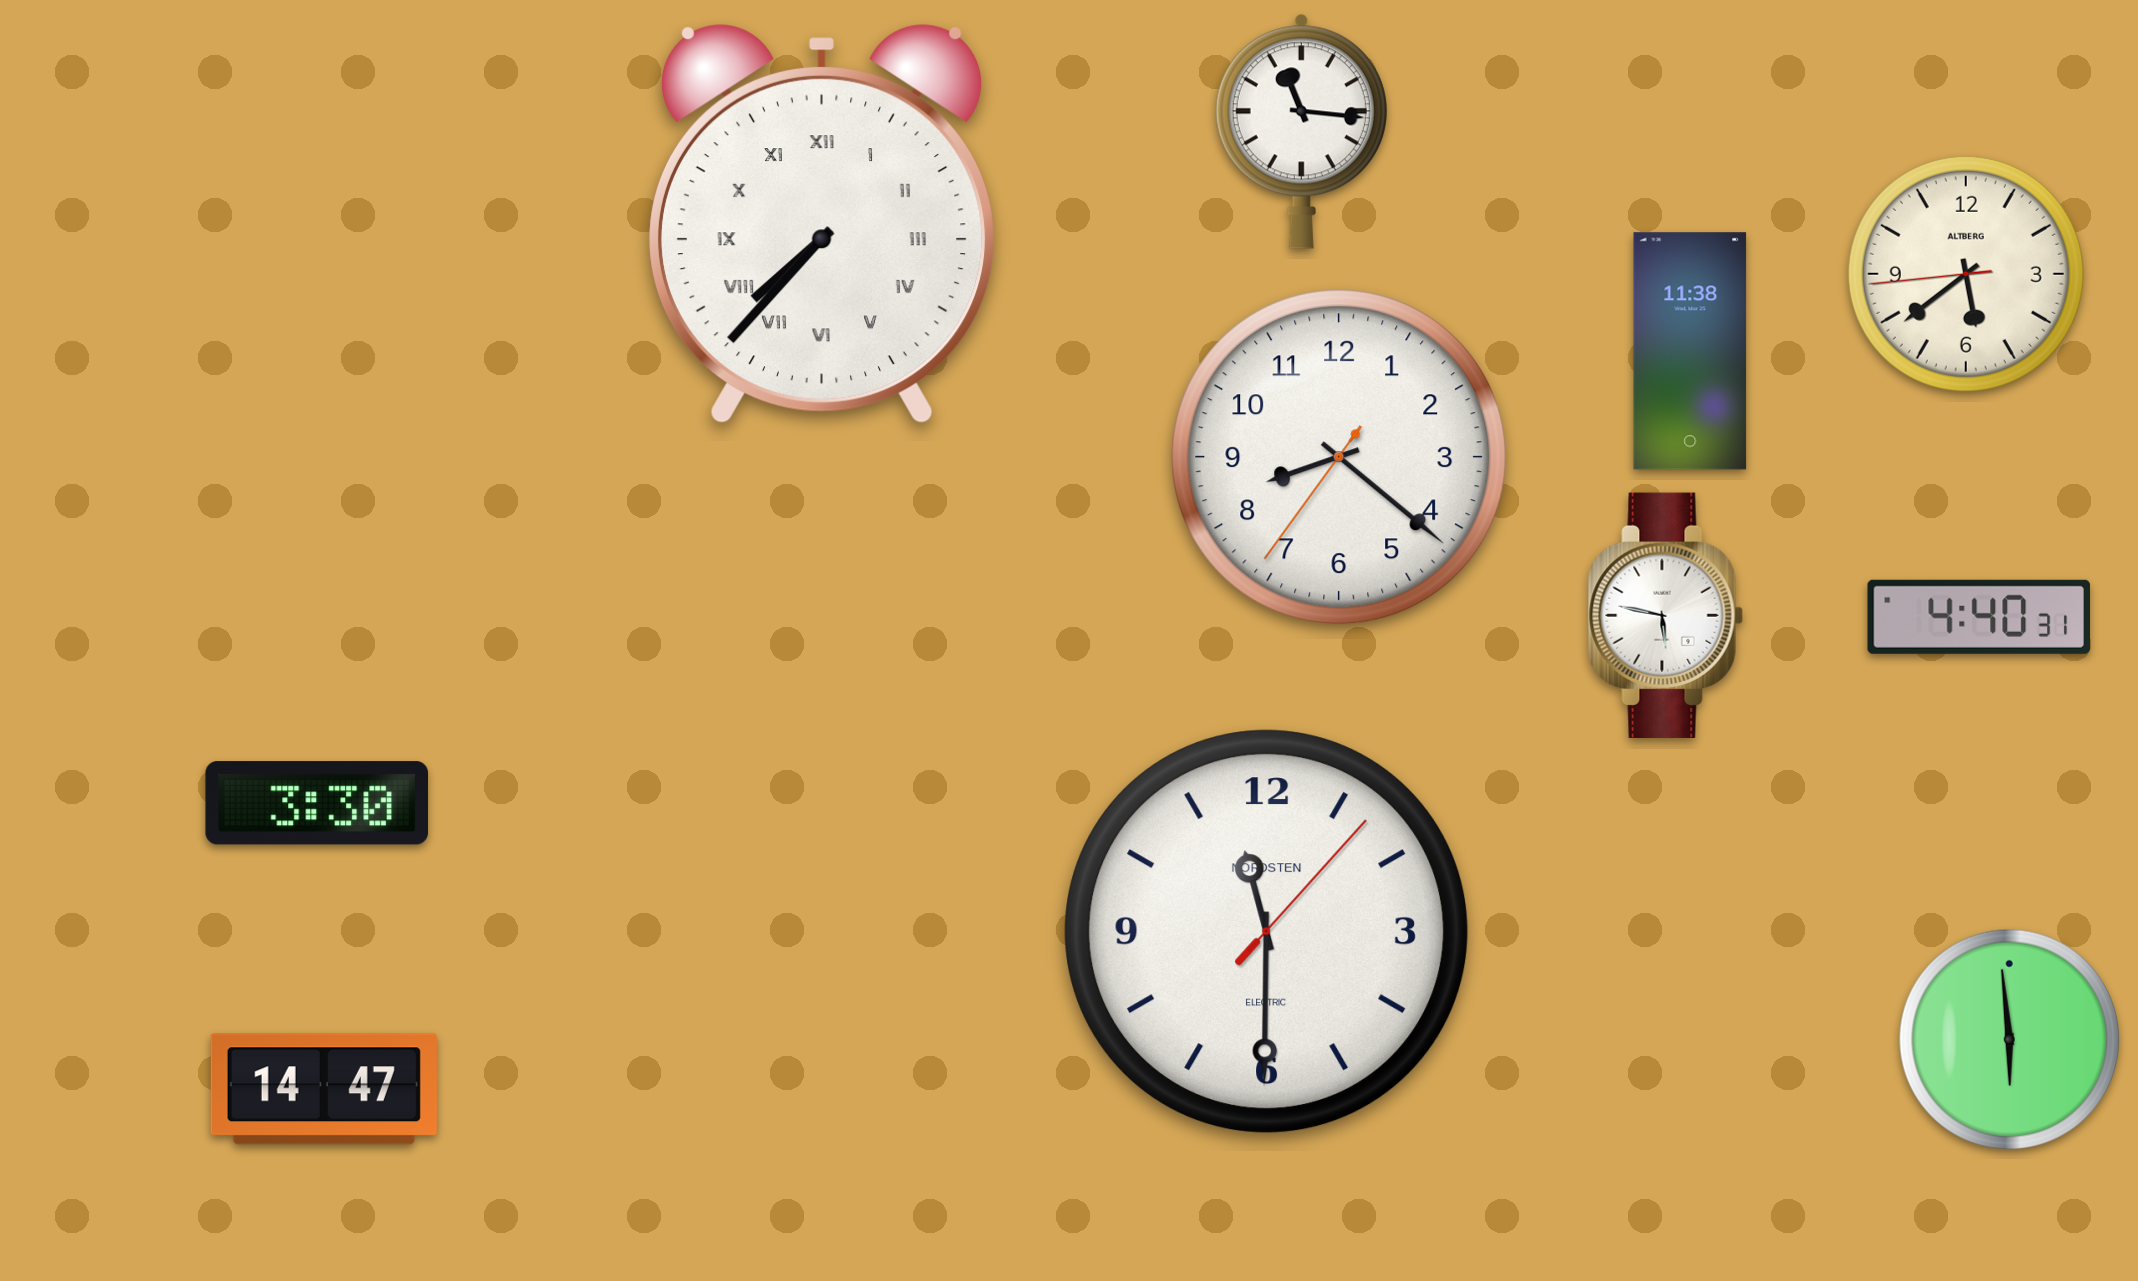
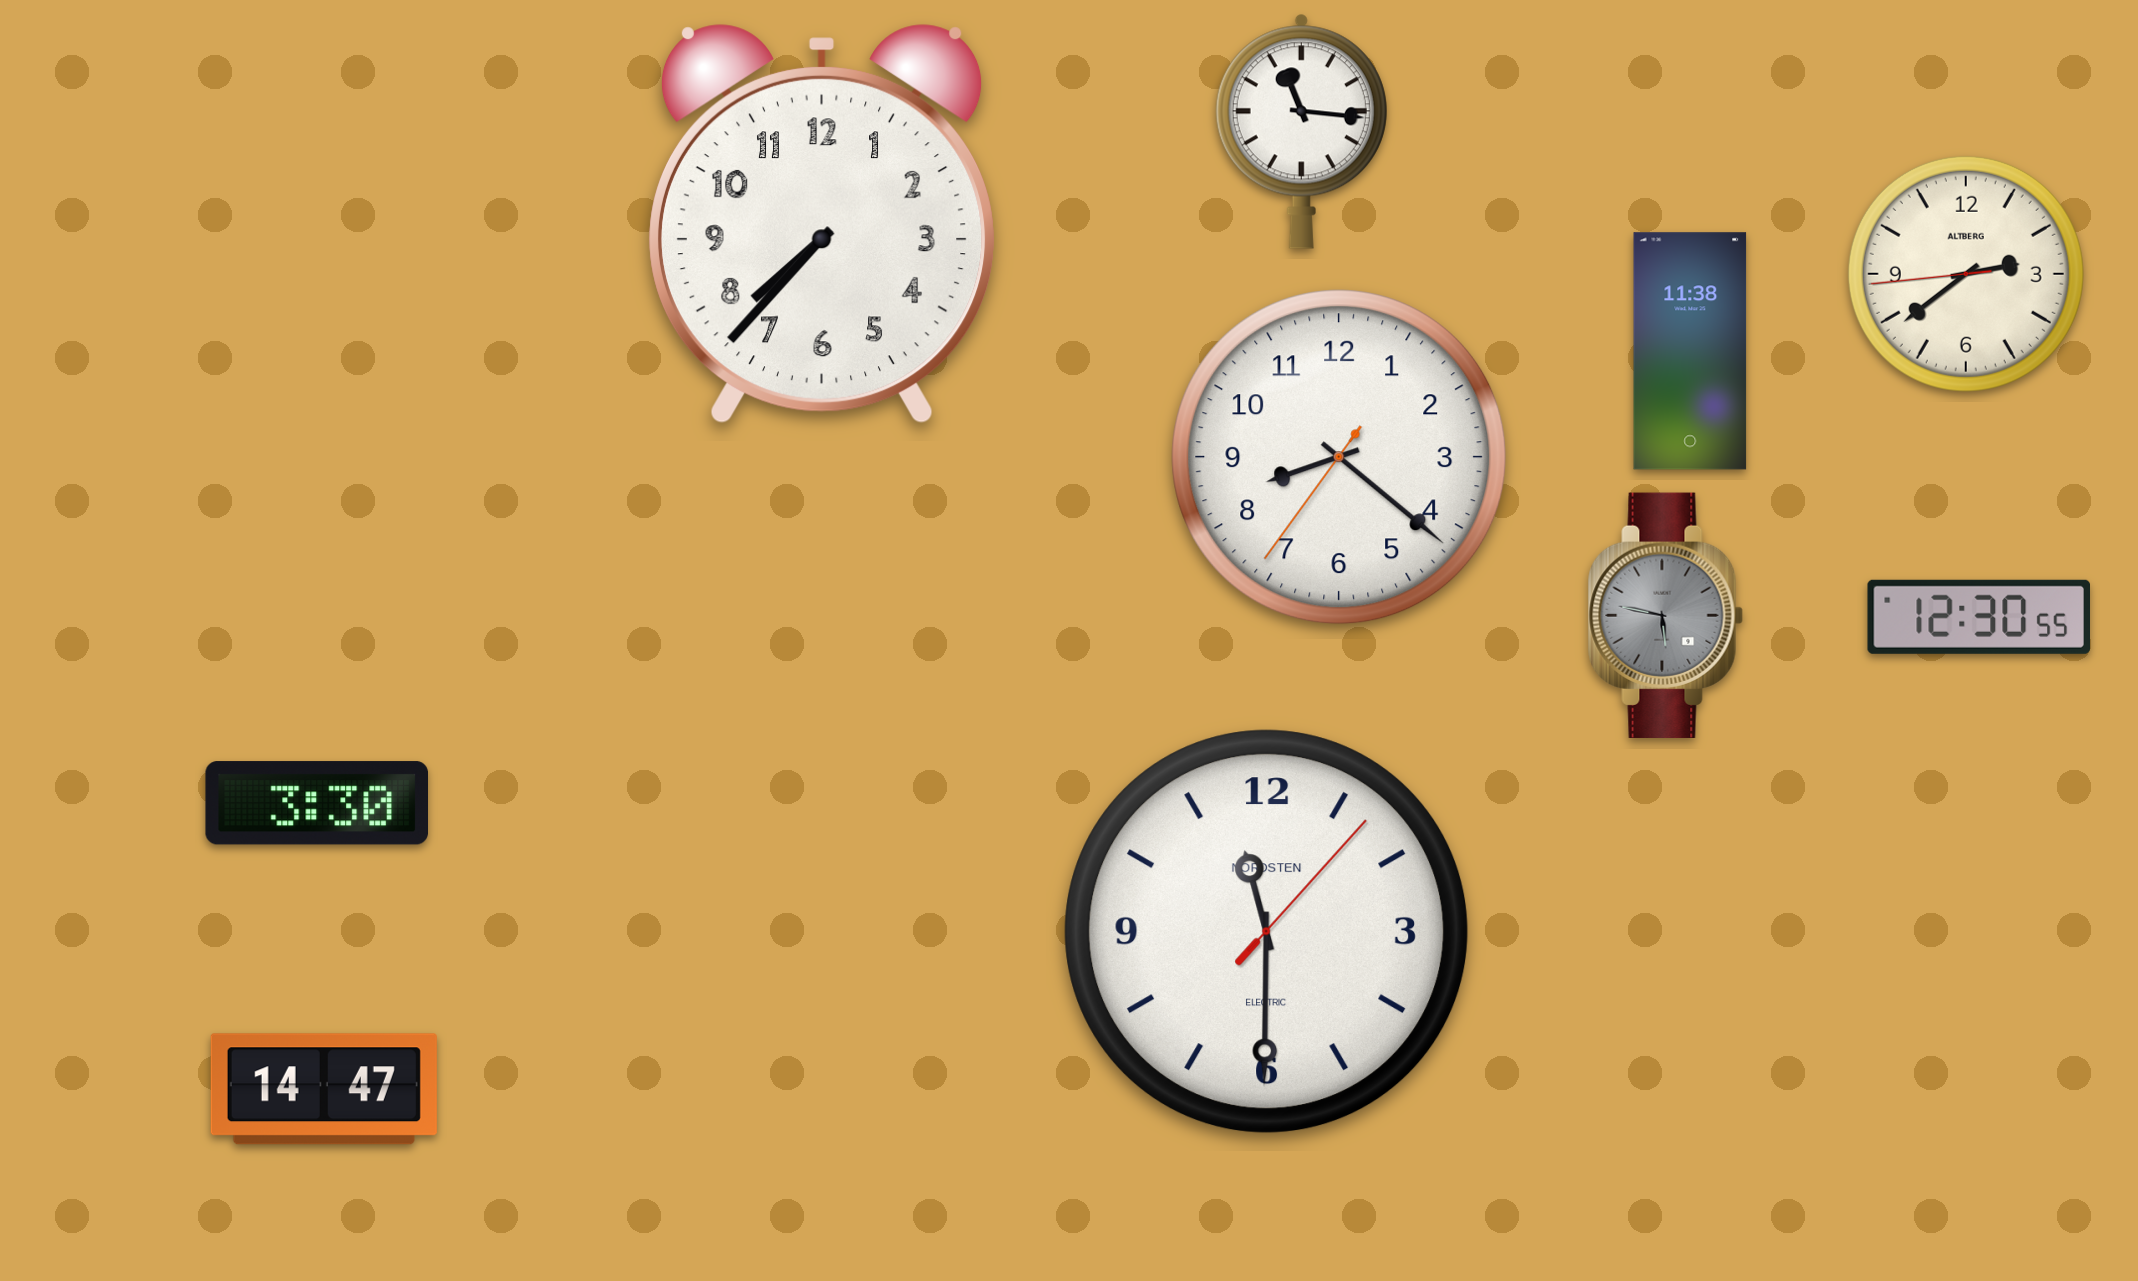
clock at (822, 224) numerals: Roman -> Arabic
clock at (1966, 274): 5:38 -> 2:38
clock at (1665, 615) dial: white -> grey
clock at (1978, 617): 4:40 -> 12:30
clock at (2009, 1039): 5:59 -> none
